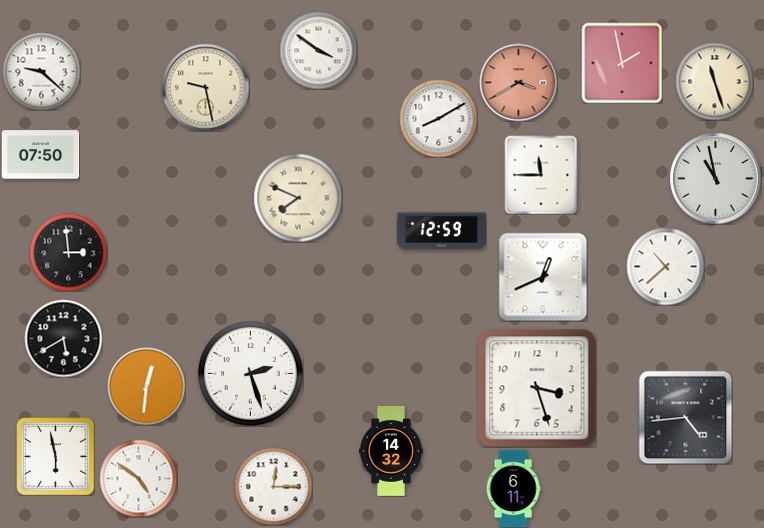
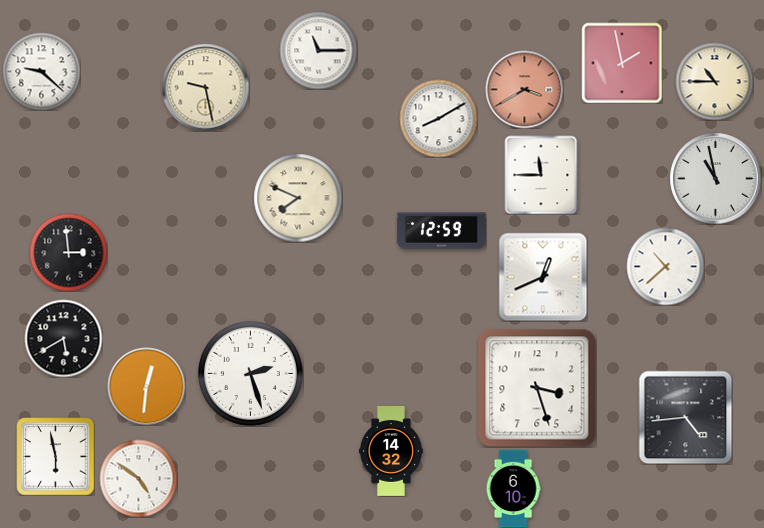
clock at (318, 50): 3:51 -> 11:15
clock at (714, 81): 11:27 -> 10:45
clock at (518, 82) position: (518, 82) -> (524, 89)
clock at (40, 155): 07:50 -> none
clock at (273, 486): 12:15 -> none
clock at (513, 488): 6:11 -> 6:10
